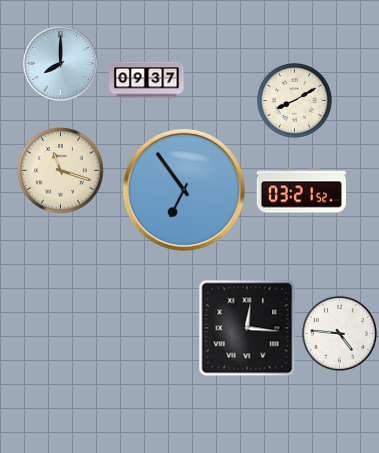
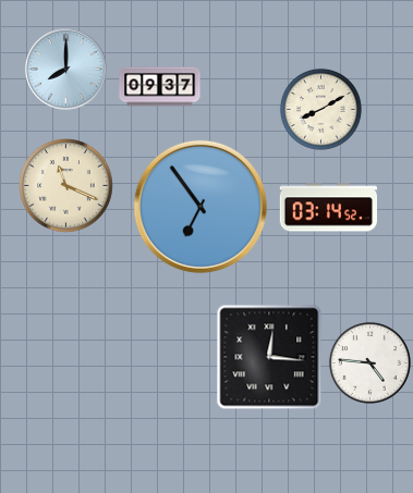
clock at (61, 171): 11:18 -> 11:19
clock at (301, 191): 03:21 -> 03:14
